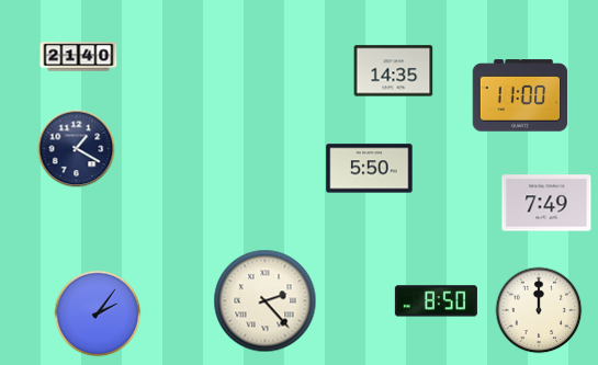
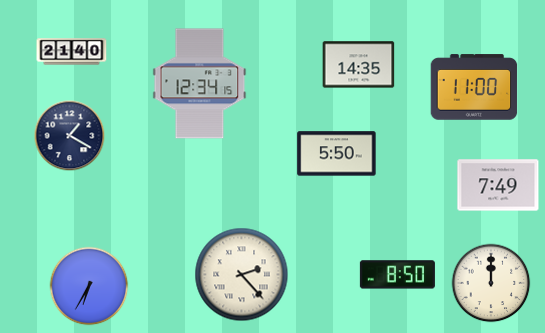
clock at (200, 84): none -> 12:34
clock at (98, 313): 2:06 -> 6:35
